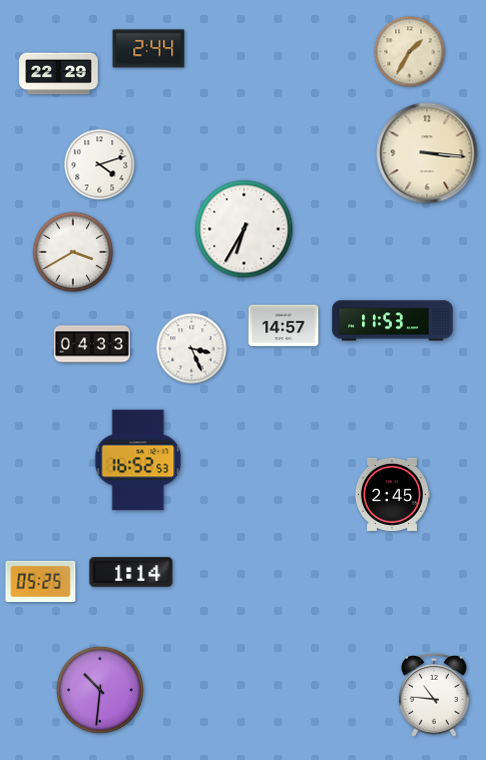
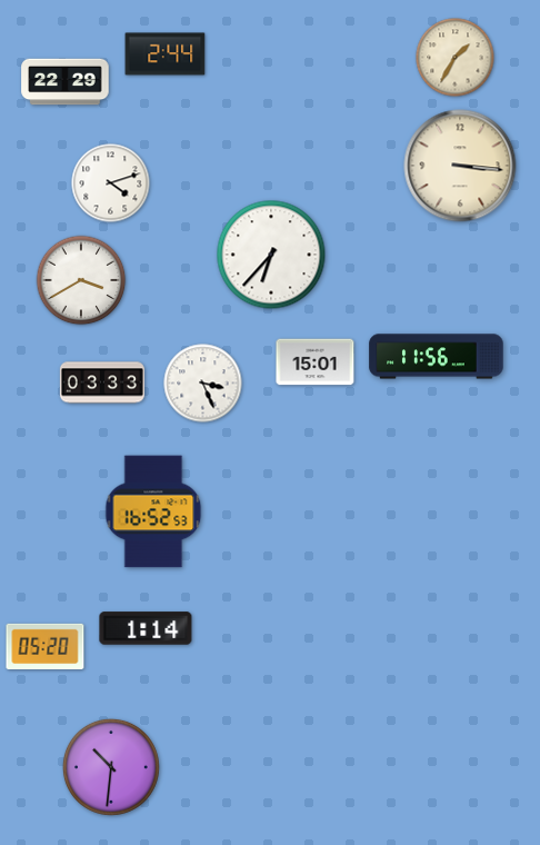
clock at (427, 153) position: (427, 153) -> (460, 166)
clock at (244, 229): 6:35 -> 6:37
clock at (393, 321): 11:53 -> 11:56
clock at (284, 326): 14:57 -> 15:01
clock at (92, 344): 04:33 -> 03:33
clock at (192, 349) position: (192, 349) -> (203, 384)
clock at (392, 494): 2:45 -> none
clock at (131, 572) position: (131, 572) -> (146, 628)
clock at (41, 581): 05:25 -> 05:20
clock at (434, 695): 10:46 -> none
